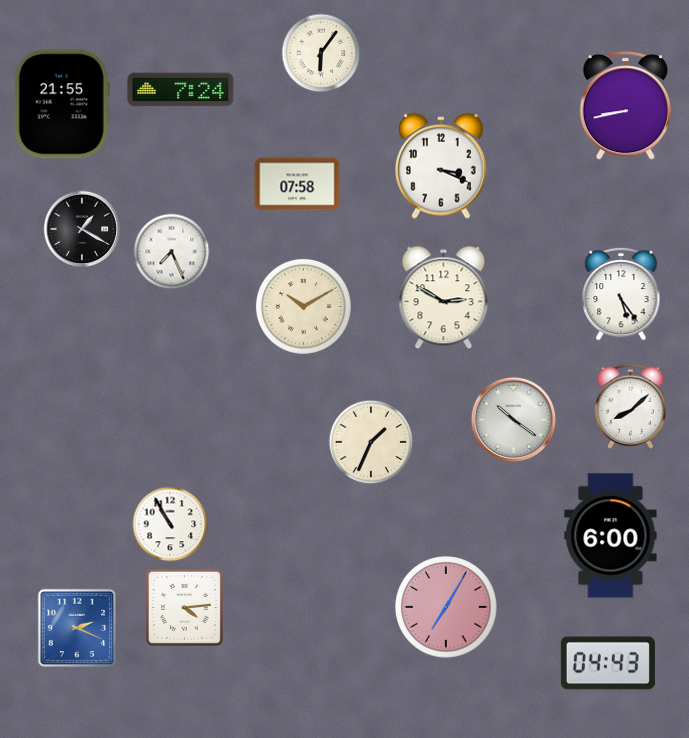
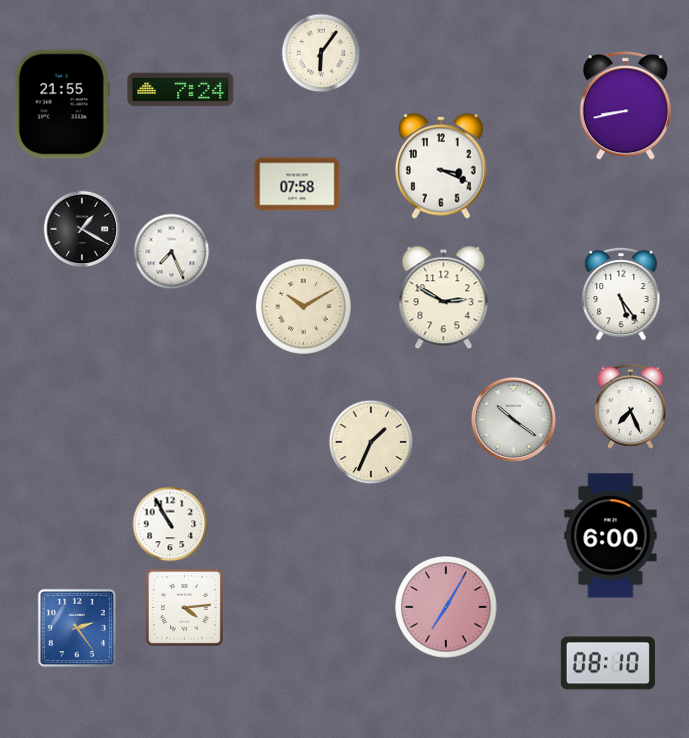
clock at (630, 406): 8:08 -> 7:26
clock at (76, 627): 2:19 -> 2:24
clock at (608, 663): 04:43 -> 08:10
